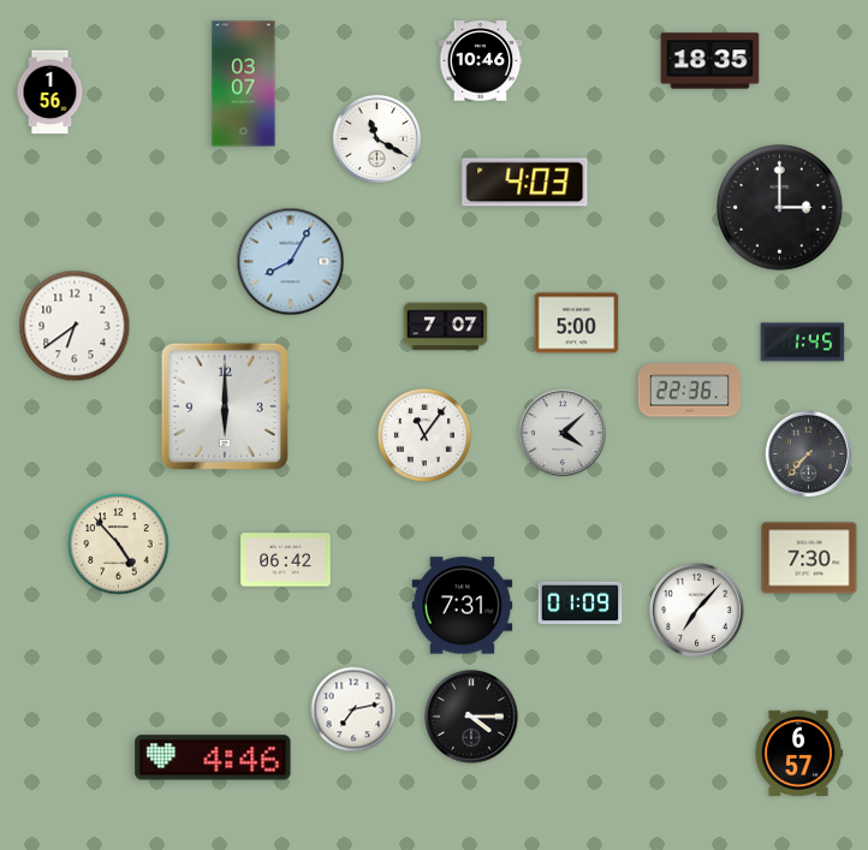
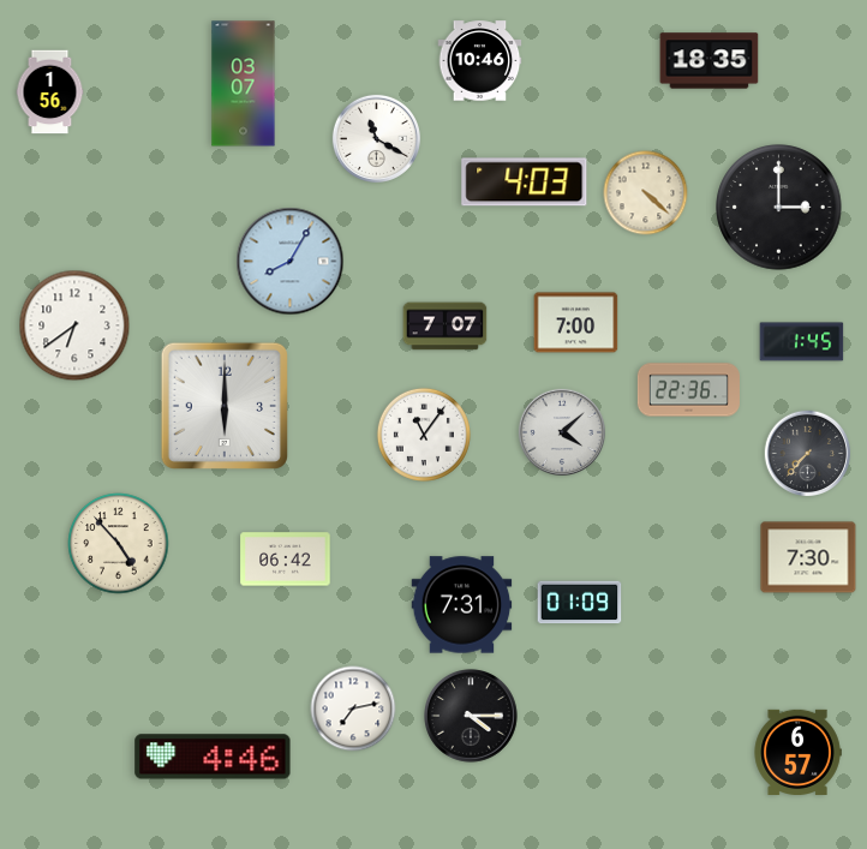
clock at (646, 193): none -> 4:22
clock at (577, 323): 5:00 -> 7:00
clock at (697, 611): 7:07 -> none
